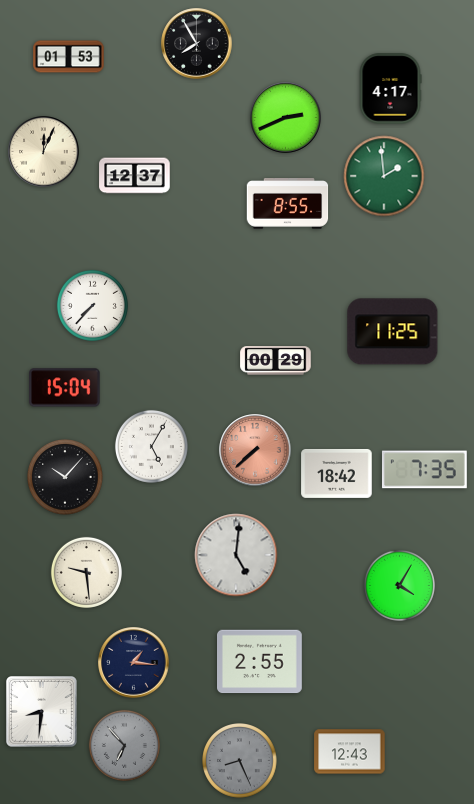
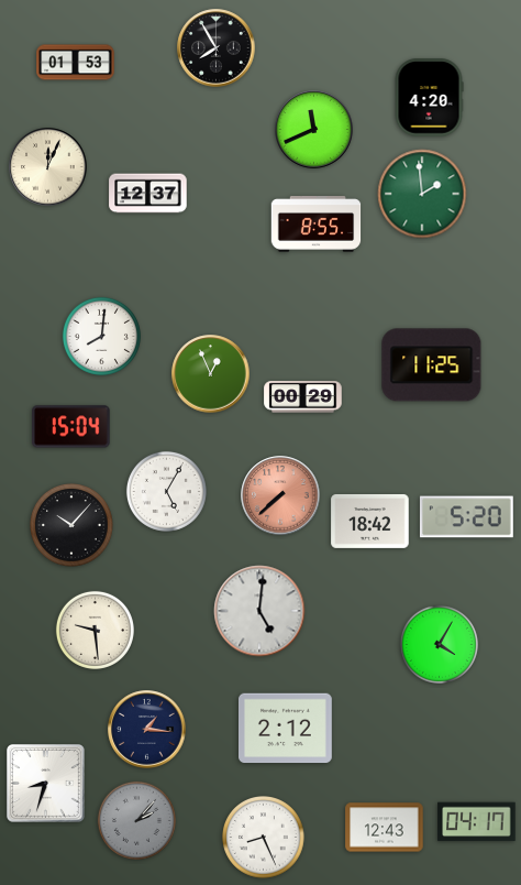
clock at (390, 89): 4:17 -> 4:20
clock at (286, 118): 2:41 -> 11:41
clock at (92, 305): 7:37 -> 8:01
clock at (211, 374): none -> 12:56
clock at (424, 470): 7:35 -> 5:20
clock at (260, 662): 2:55 -> 2:12
clock at (42, 712): 8:31 -> 8:33
clock at (124, 745): 6:53 -> 2:07
clock at (477, 822): none -> 04:17
clock at (240, 761) dial: grey -> white
